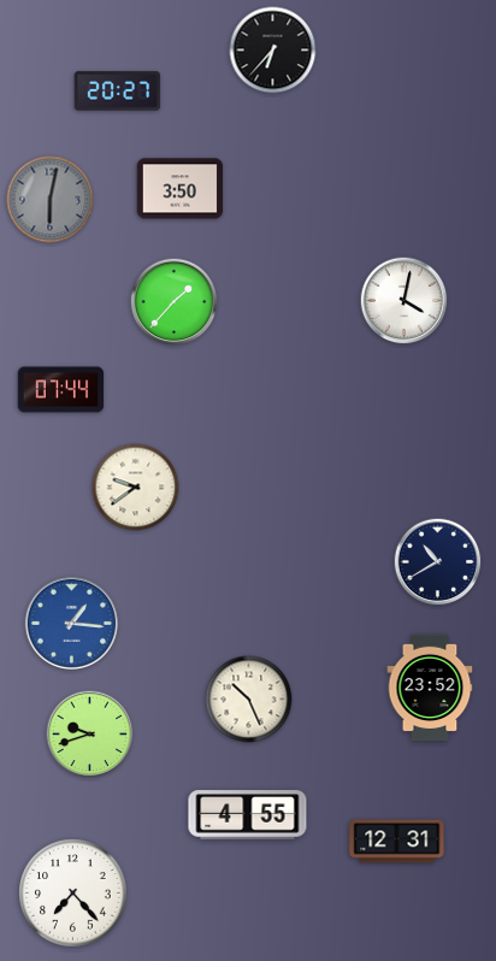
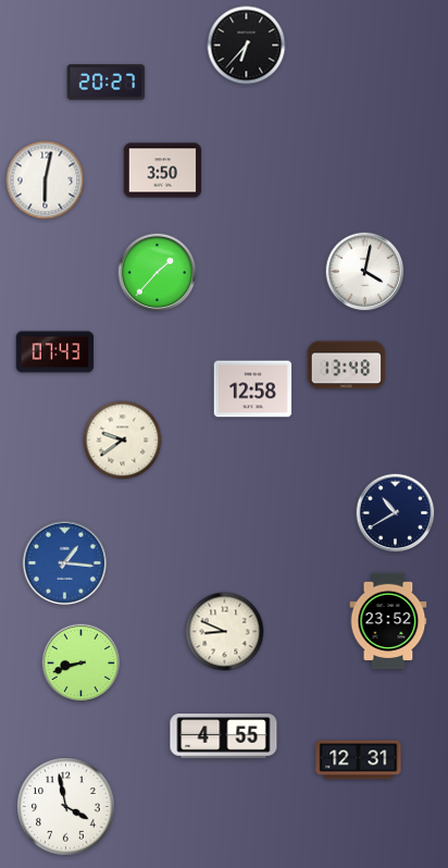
clock at (51, 200) dial: grey -> white
clock at (61, 390): 07:44 -> 07:43
clock at (347, 365): none -> 13:48
clock at (253, 389): none -> 12:58
clock at (438, 562) position: (438, 562) -> (396, 513)
clock at (249, 700): 10:26 -> 8:49
clock at (90, 735): 9:42 -> 8:42
clock at (73, 894): 7:23 -> 3:58
